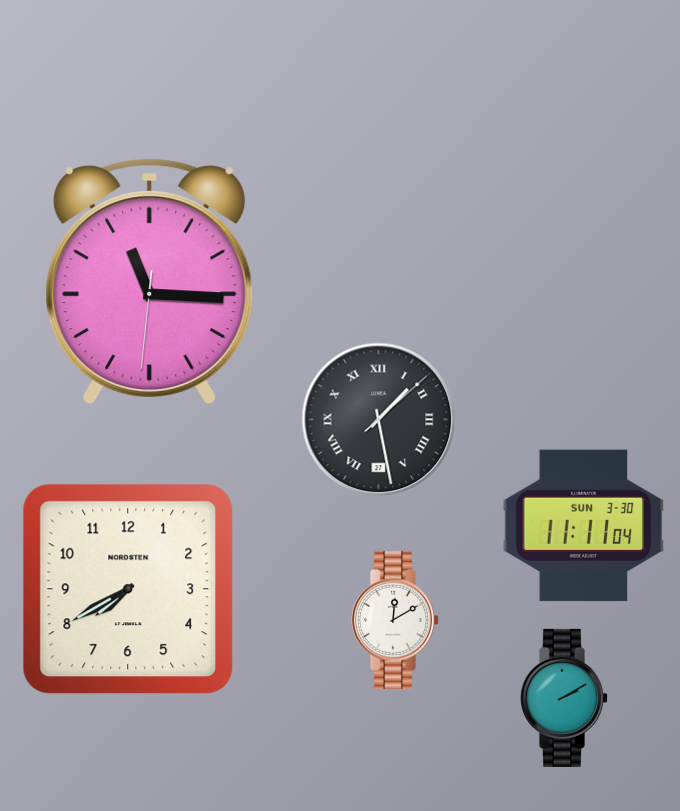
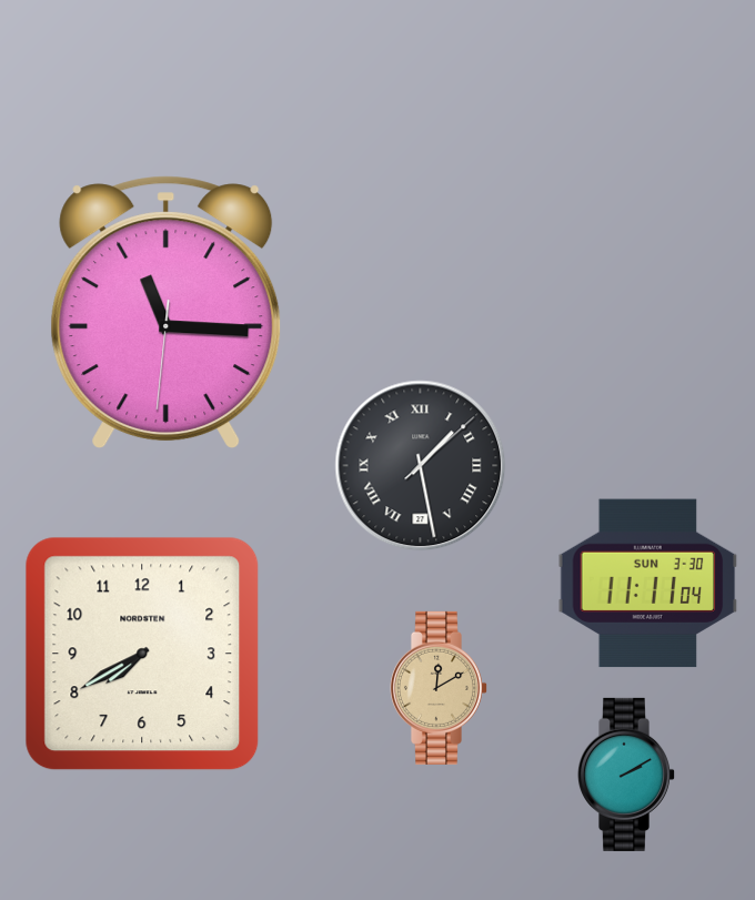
clock at (394, 620) dial: white -> champagne
